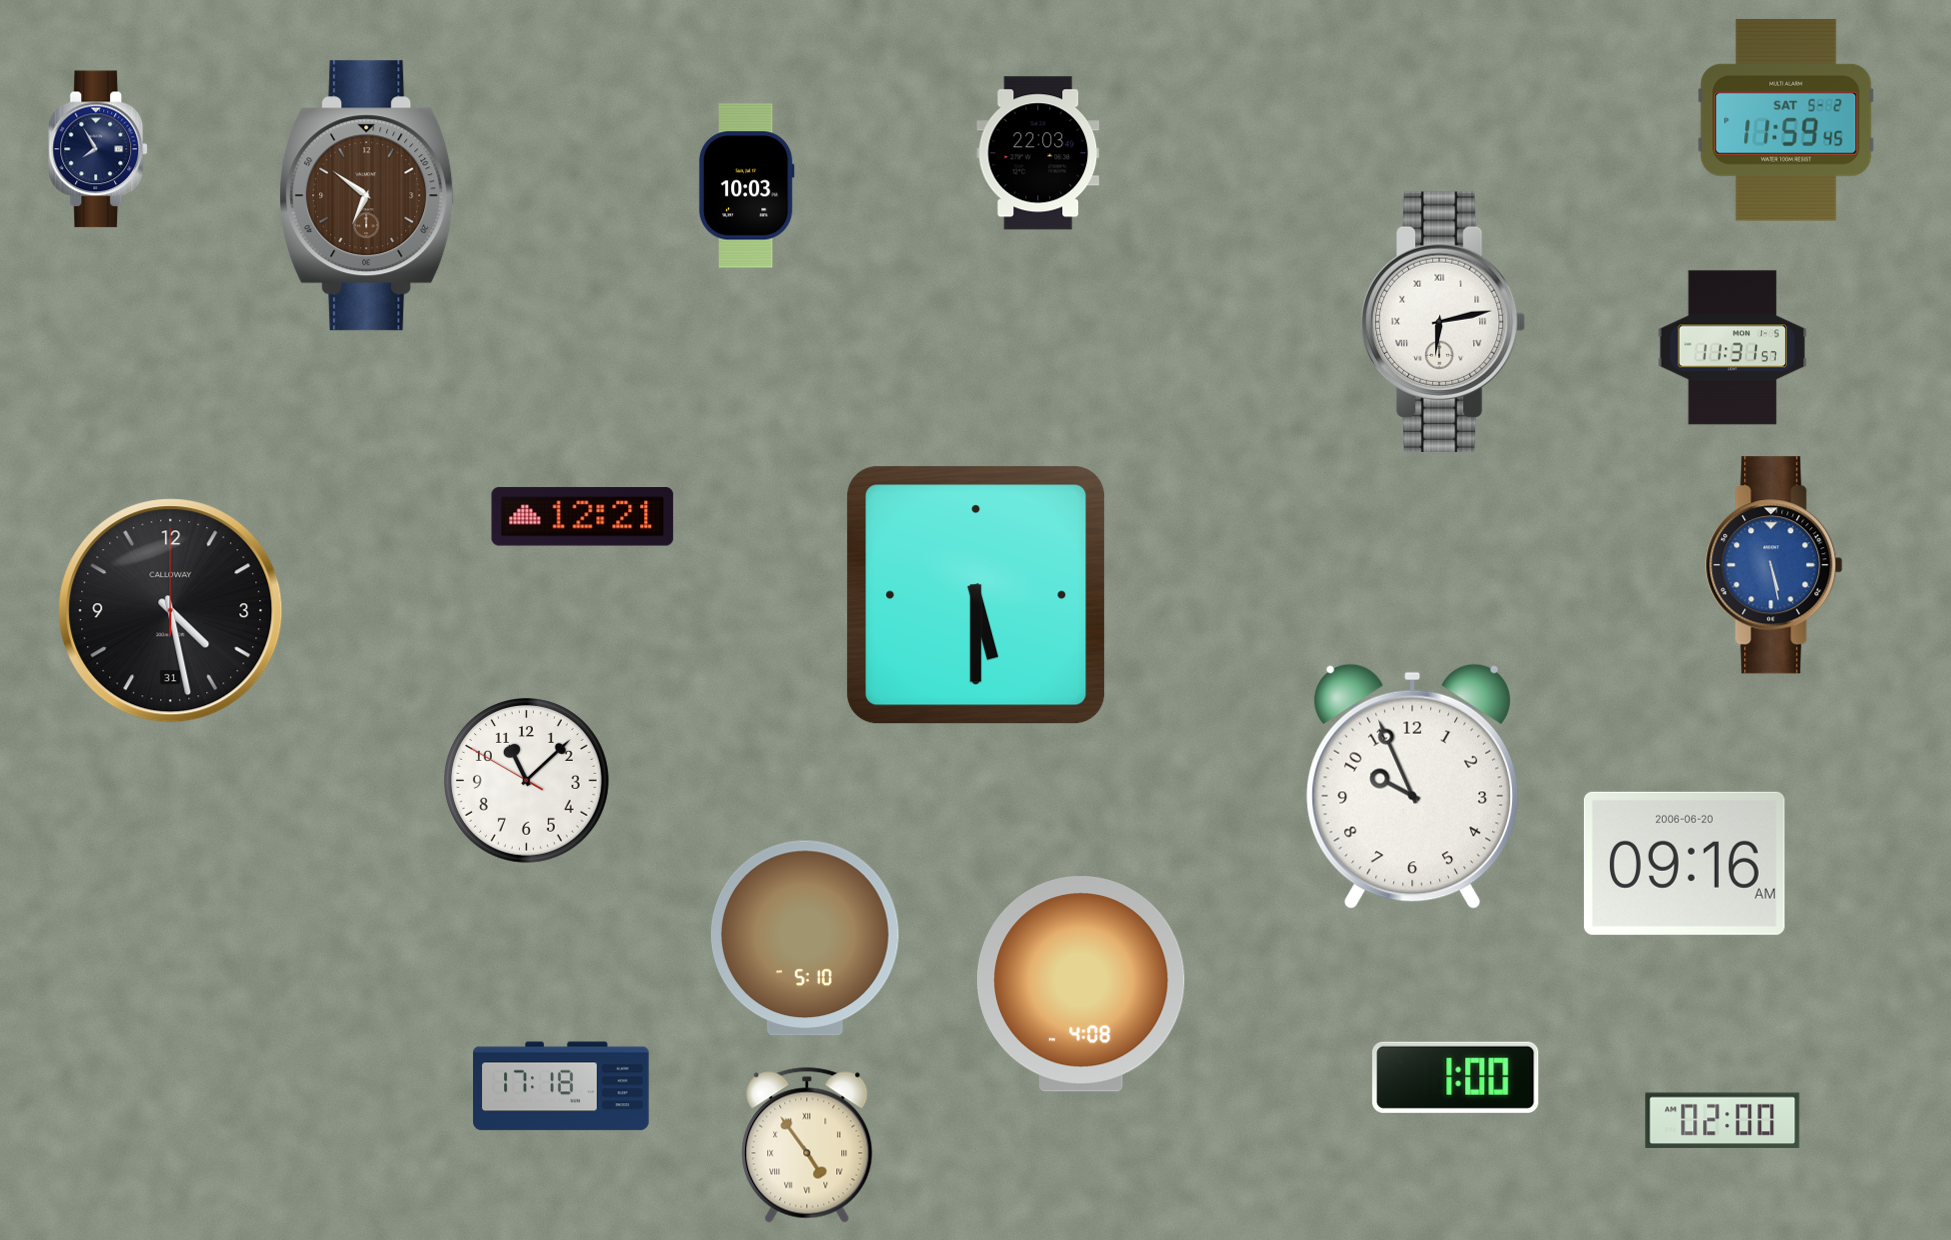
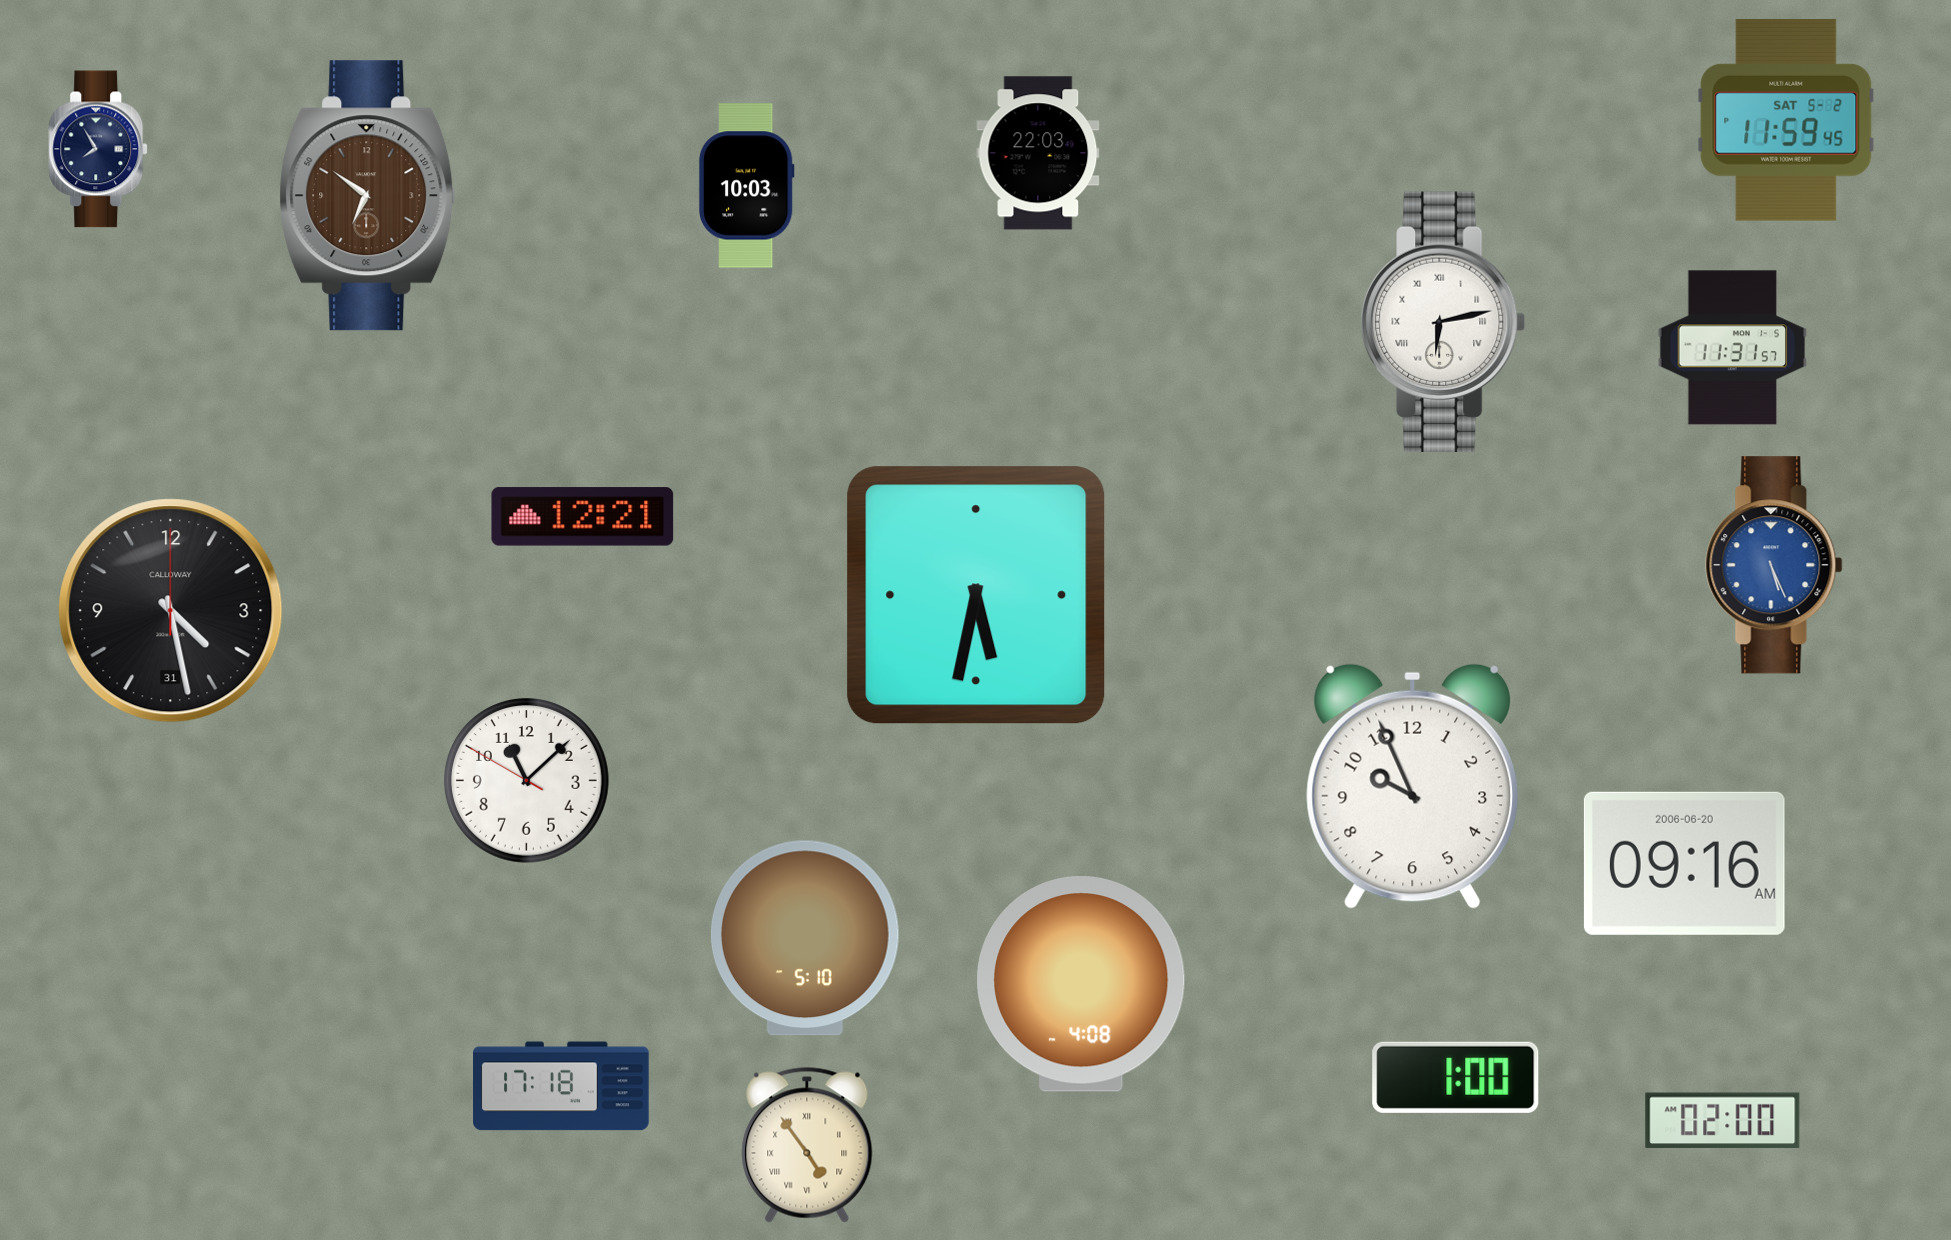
clock at (1774, 565): 5:28 -> 5:26
clock at (976, 595): 5:30 -> 5:32
